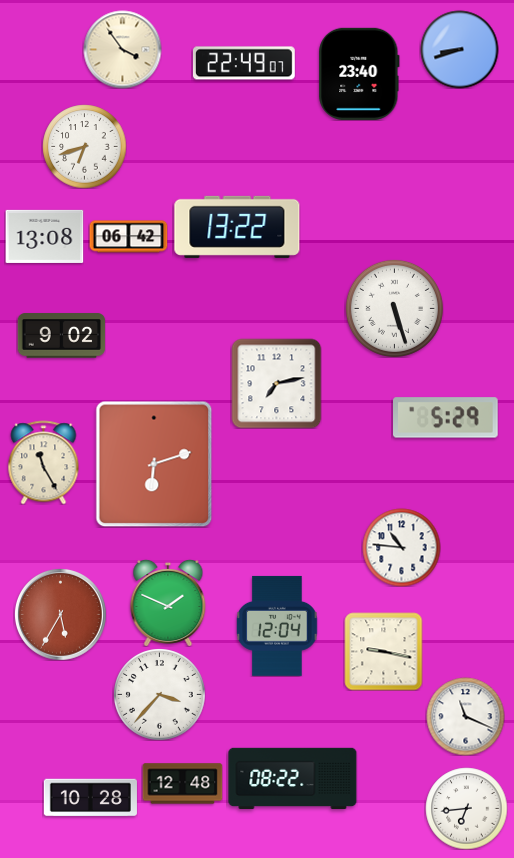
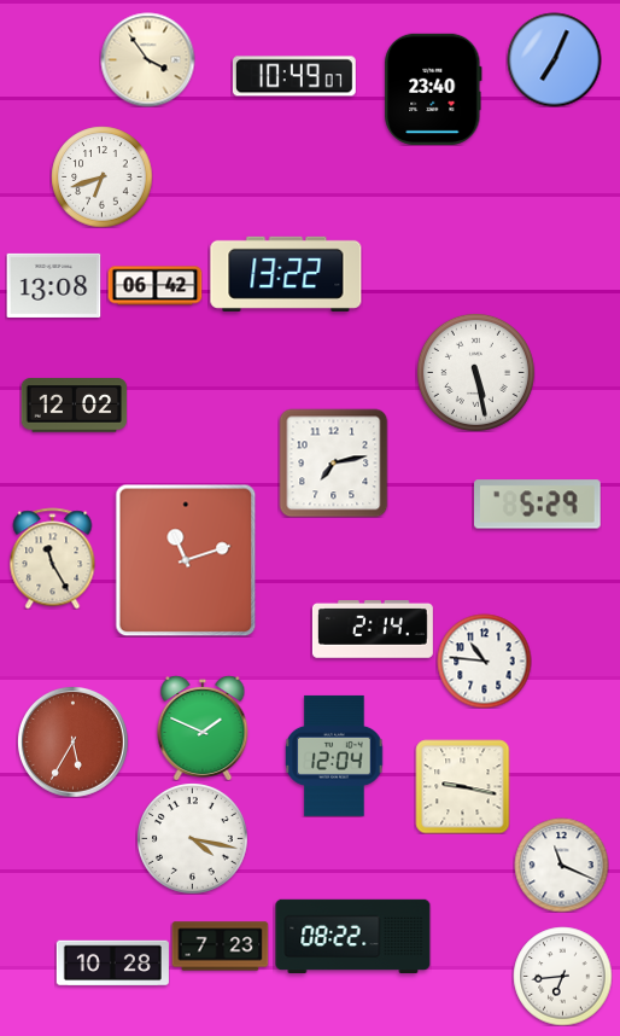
clock at (459, 49): 8:42 -> 7:04
clock at (244, 63): 22:49 -> 10:49
clock at (394, 308): 5:27 -> 5:28
clock at (61, 336): 9:02 -> 12:02
clock at (154, 464): 6:12 -> 11:12
clock at (373, 630): none -> 2:14
clock at (160, 695): 3:37 -> 4:17
clock at (293, 779) position: (293, 779) -> (353, 937)
clock at (182, 784): 12:48 -> 7:23
clock at (90, 798) position: (90, 798) -> (112, 964)
